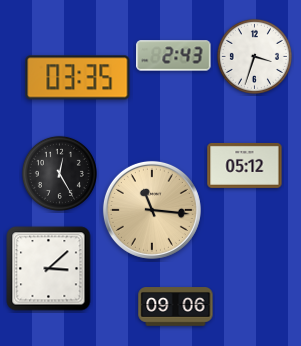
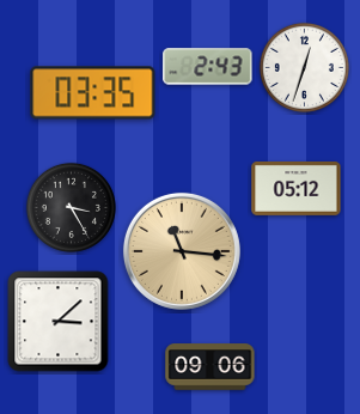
clock at (254, 56): 3:33 -> 12:33
clock at (245, 165) position: (245, 165) -> (297, 188)
clock at (59, 173): 12:25 -> 3:25
